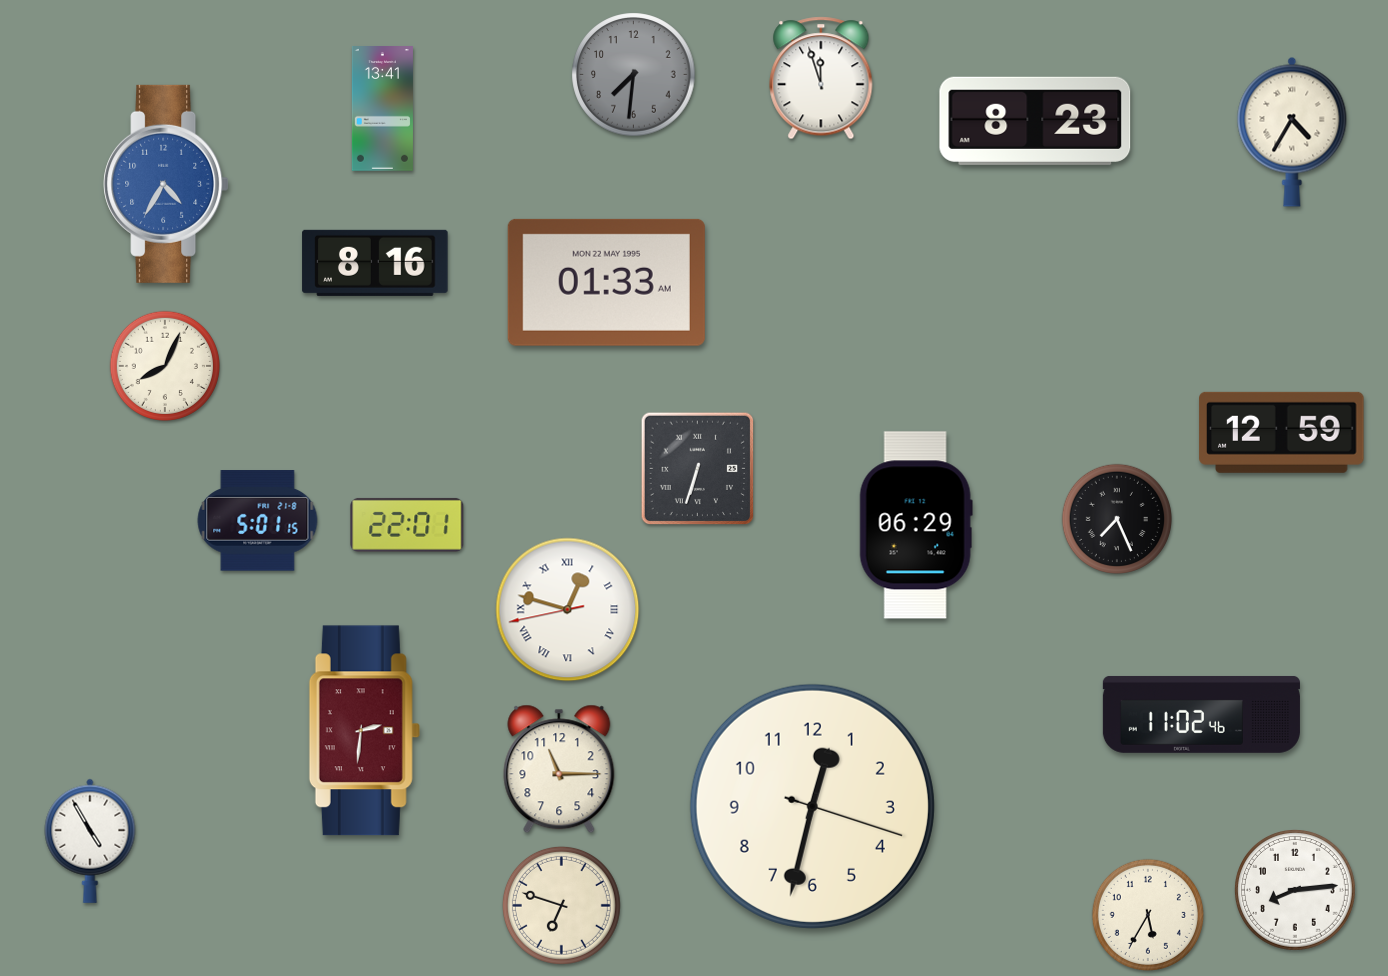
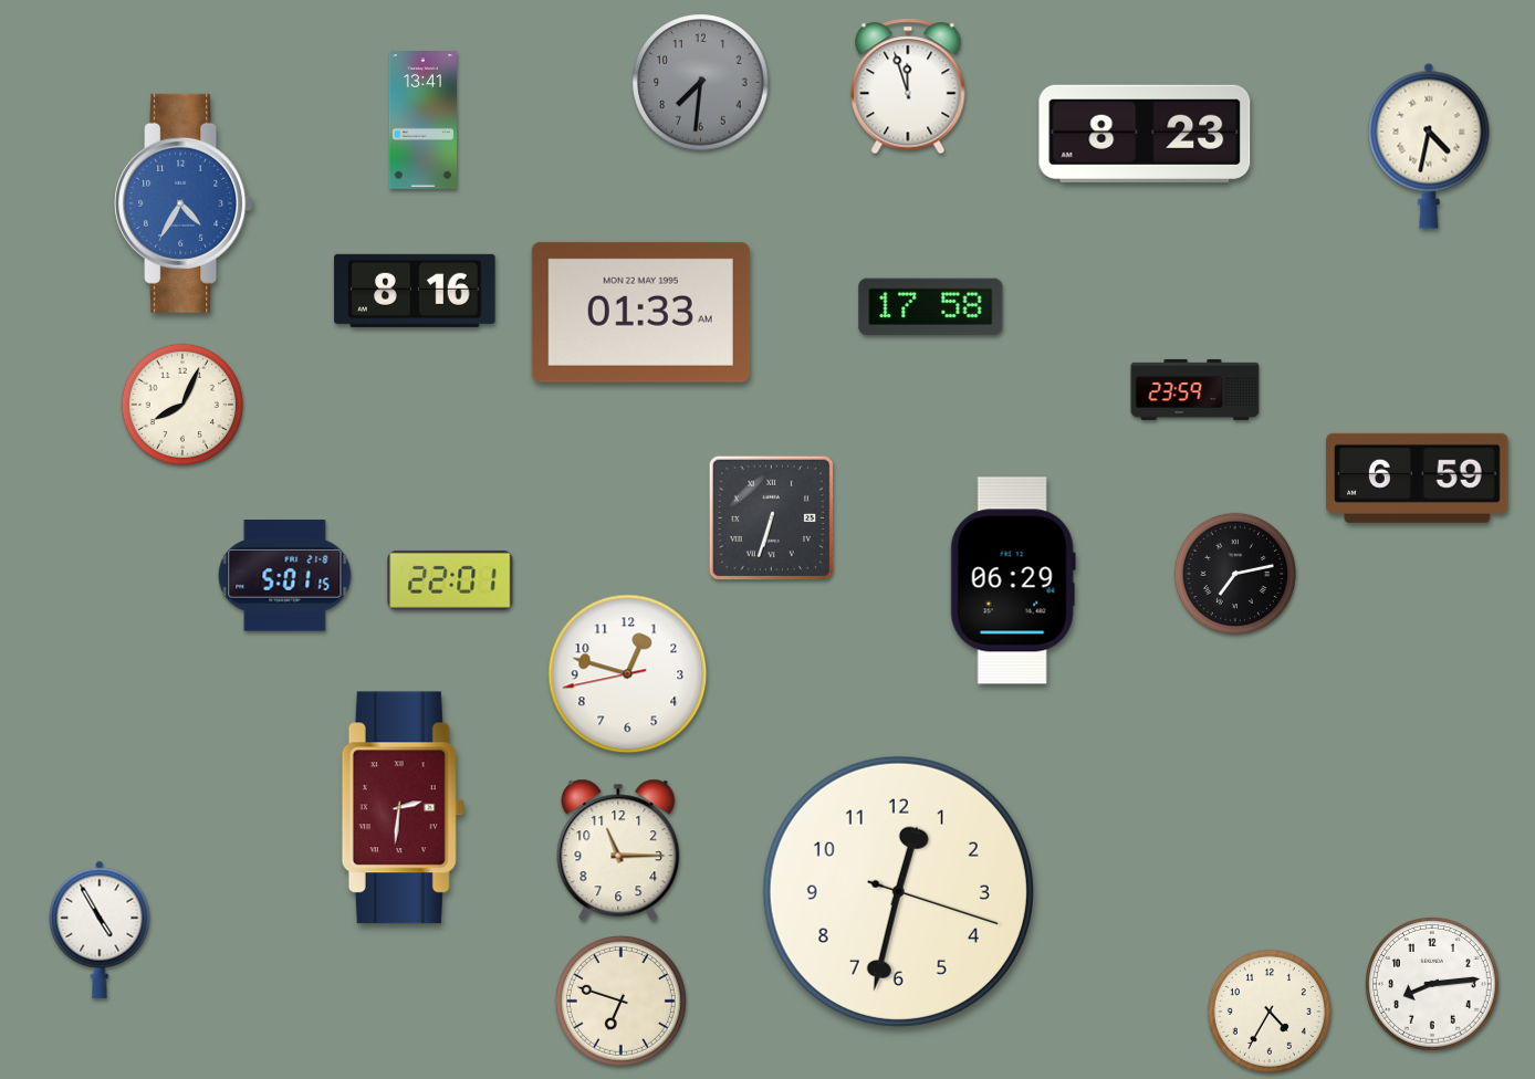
clock at (1292, 132): 4:35 -> 4:32
clock at (931, 307): none -> 17:58
clock at (606, 282) position: (606, 282) -> (640, 312)
clock at (1195, 389): none -> 23:59
clock at (1282, 432): 12:59 -> 6:59
clock at (1116, 518): 7:26 -> 7:13
clock at (568, 610) numerals: Roman -> Arabic
clock at (1201, 714): 11:02 -> none
clock at (1148, 915): 5:35 -> 4:35
